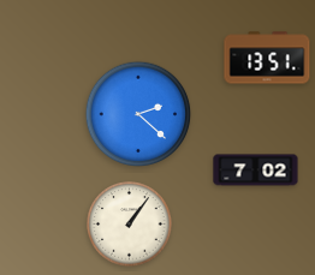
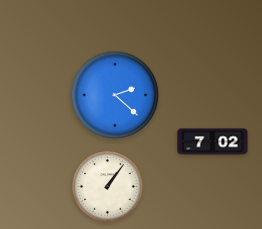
clock at (267, 58): 13:51 -> none
